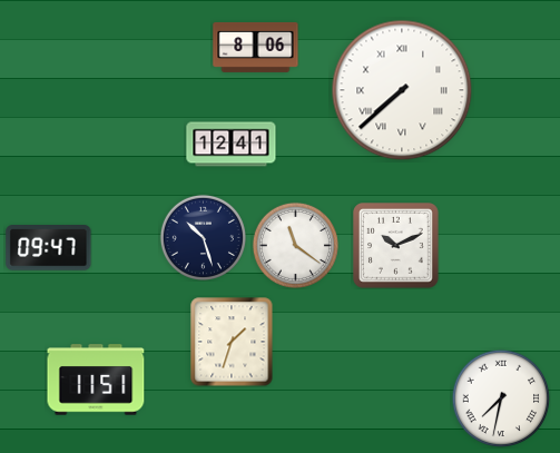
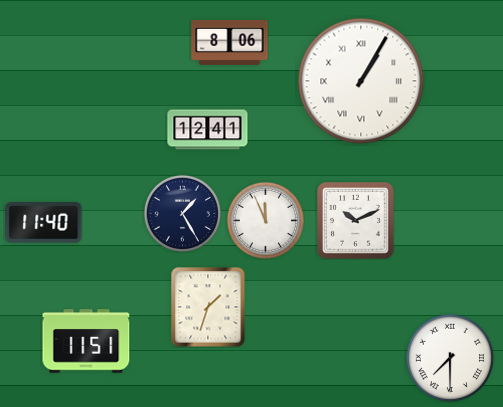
clock at (402, 90): 7:38 -> 1:05
clock at (203, 237): 10:27 -> 1:25
clock at (295, 245): 11:21 -> 11:56
clock at (49, 248): 09:47 -> 11:40
clock at (501, 398): 7:32 -> 7:30
